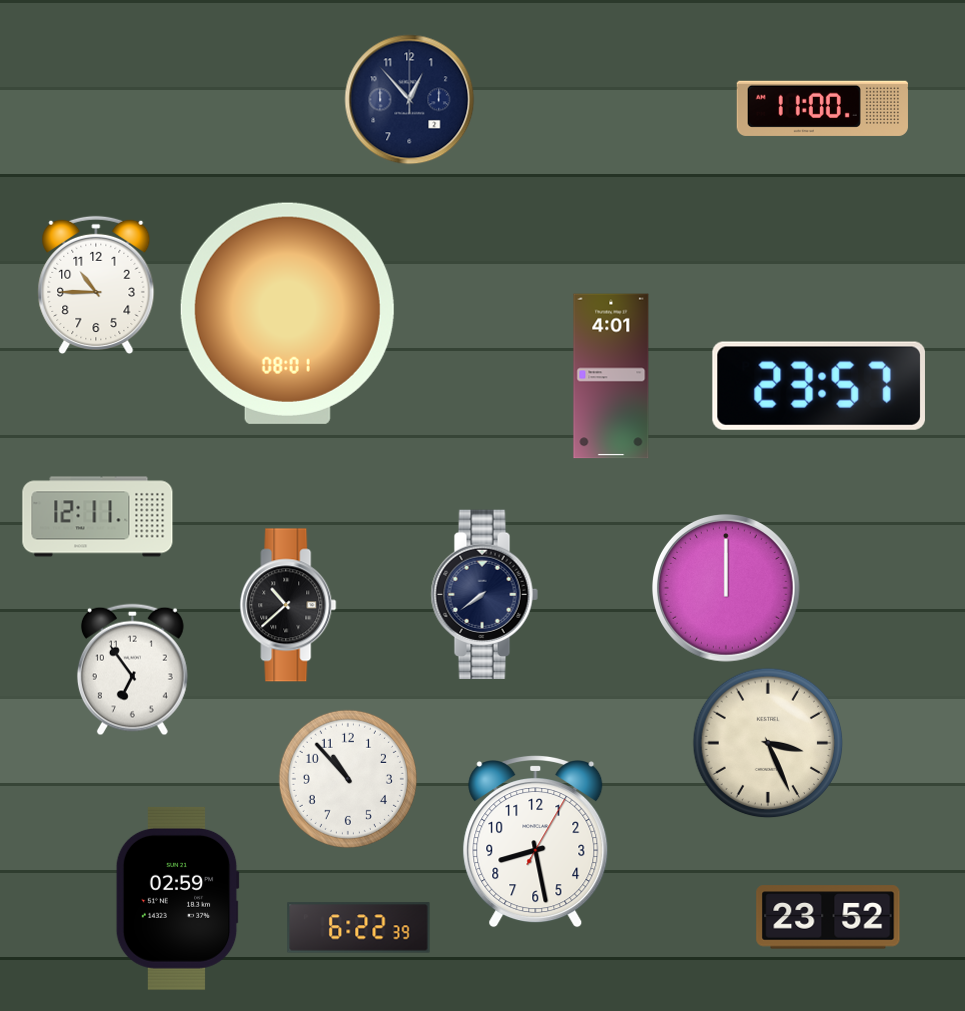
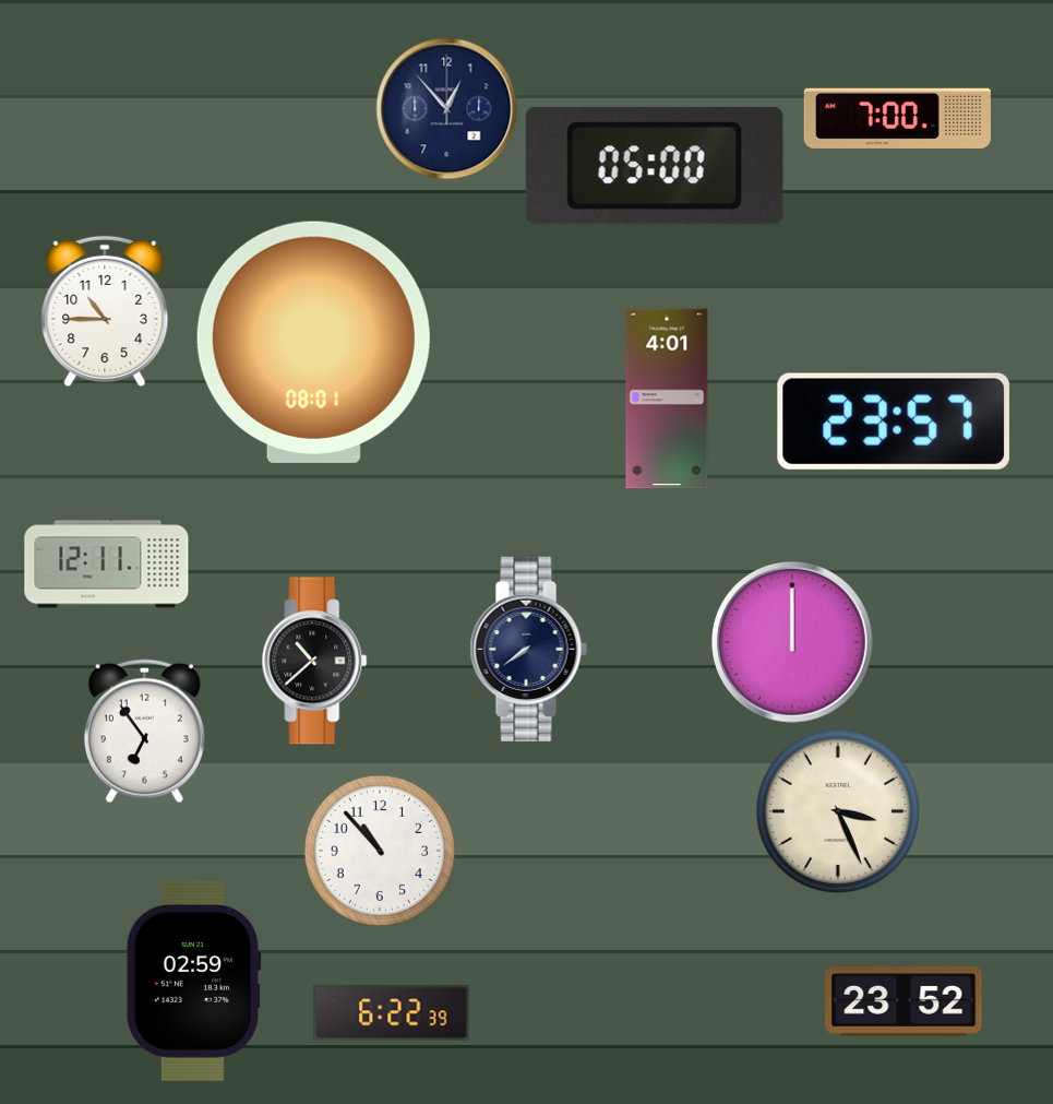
clock at (822, 108): 11:00 -> 7:00
clock at (655, 166): none -> 05:00
clock at (611, 376) position: (611, 376) -> (667, 399)
clock at (536, 841): 8:28 -> none
